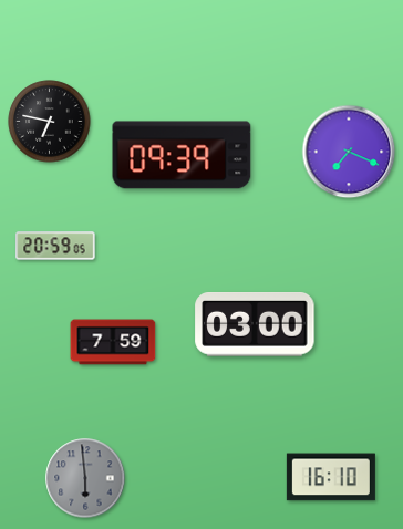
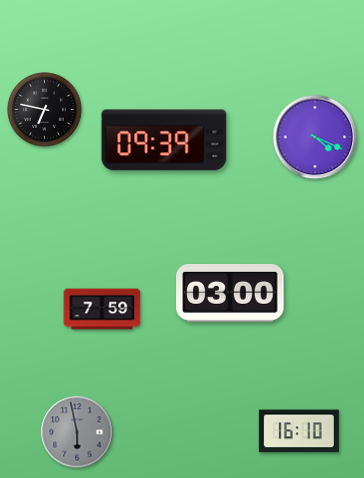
clock at (349, 152): 7:19 -> 4:19
clock at (55, 246): 20:59 -> none
clock at (85, 478): 5:59 -> 5:58
